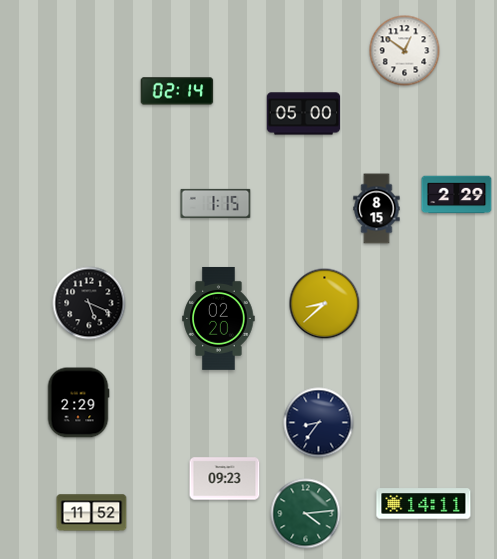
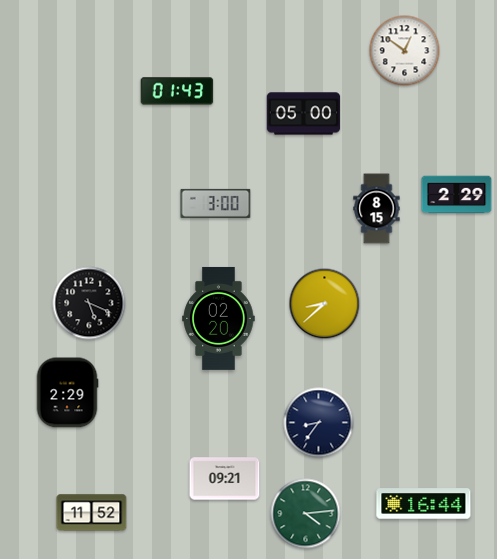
clock at (177, 91): 02:14 -> 01:43
clock at (216, 203): 1:15 -> 3:00
clock at (78, 403) position: (78, 403) -> (67, 393)
clock at (225, 479): 09:23 -> 09:21
clock at (424, 504): 14:11 -> 16:44
